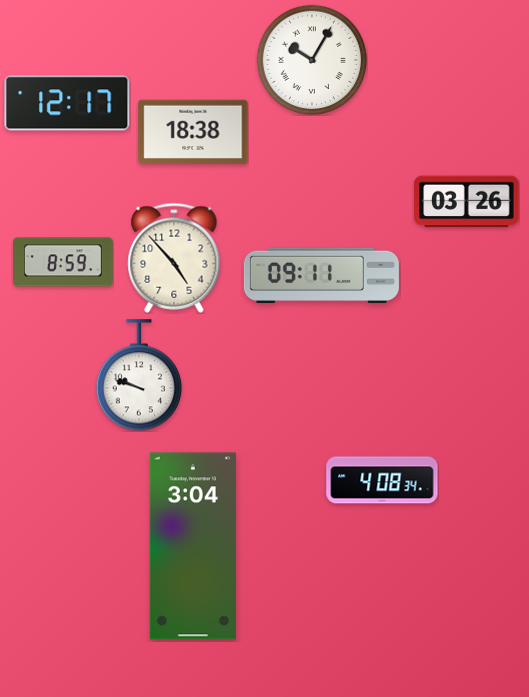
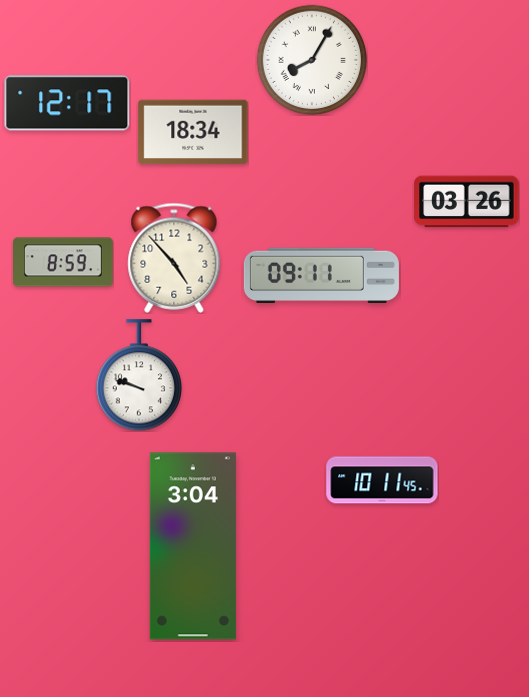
clock at (312, 60): 10:05 -> 8:05
clock at (193, 132): 18:38 -> 18:34
clock at (382, 480): 4:08 -> 10:11
